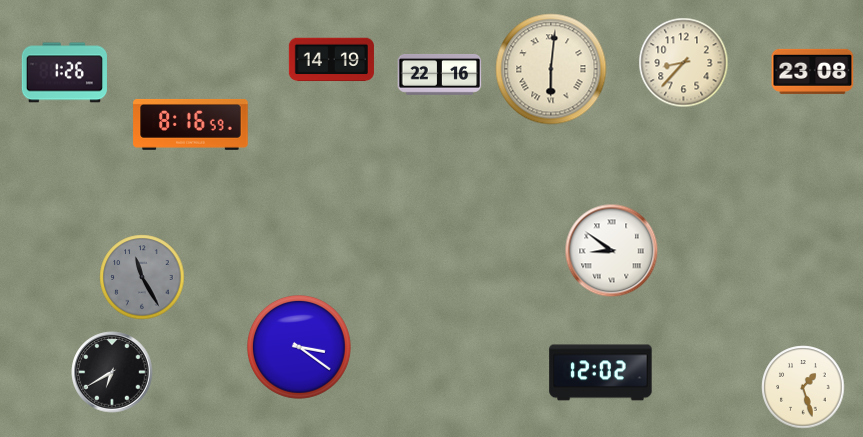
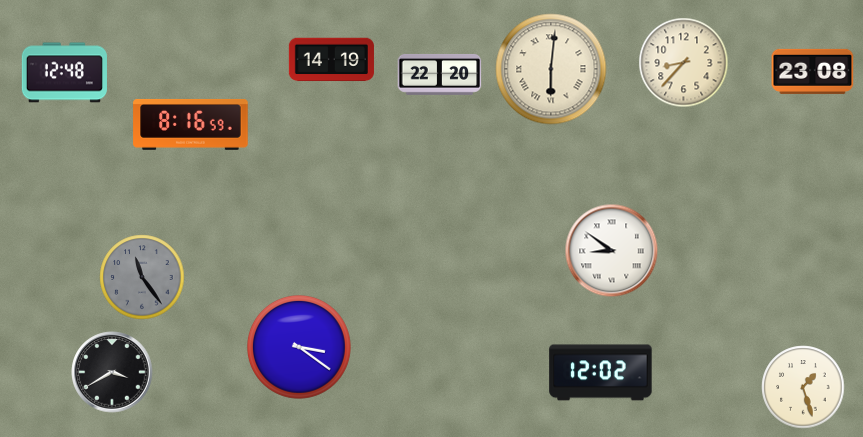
clock at (64, 73): 1:26 -> 12:48
clock at (440, 74): 22:16 -> 22:20
clock at (142, 277): 11:25 -> 11:24
clock at (112, 372): 6:40 -> 3:40
